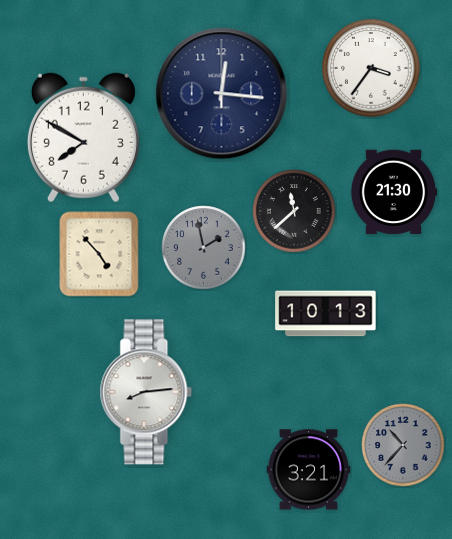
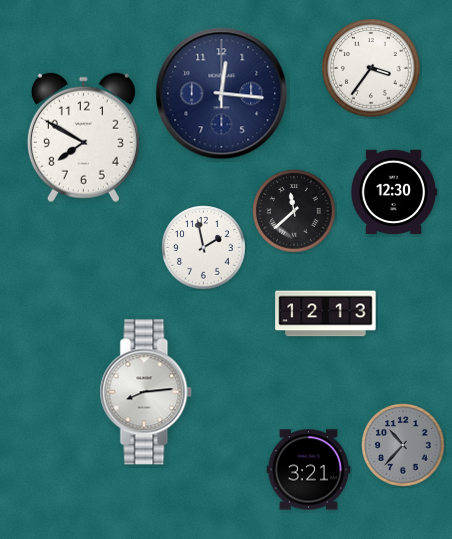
clock at (394, 192): 21:30 -> 12:30
clock at (204, 248) dial: grey -> white
clock at (99, 254): 4:53 -> none
clock at (326, 314): 10:13 -> 12:13
